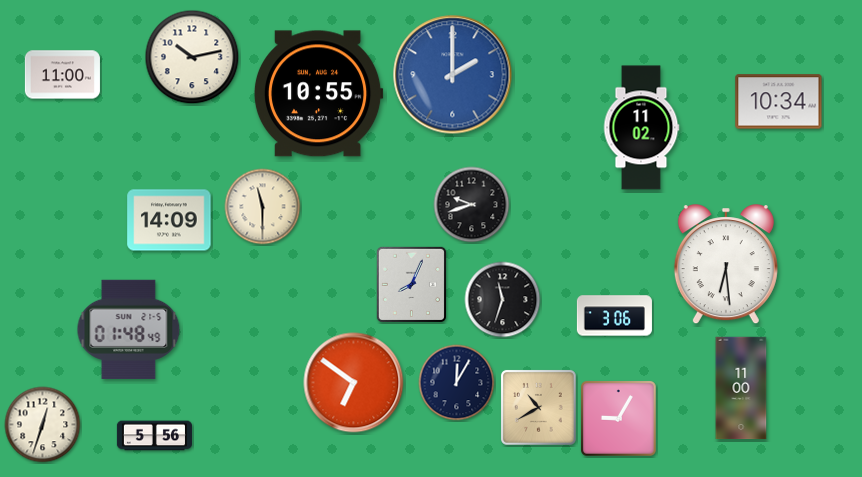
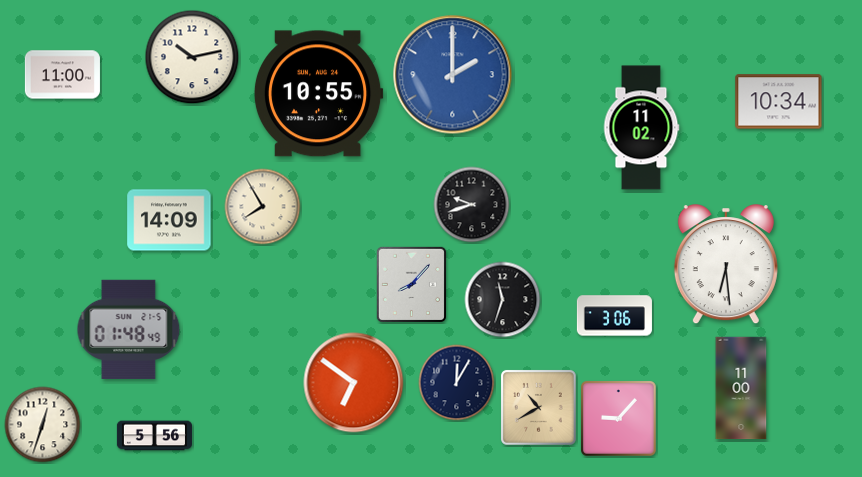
clock at (263, 207): 11:30 -> 7:55
clock at (411, 284): 8:04 -> 8:07
clock at (619, 419): 9:05 -> 9:07
